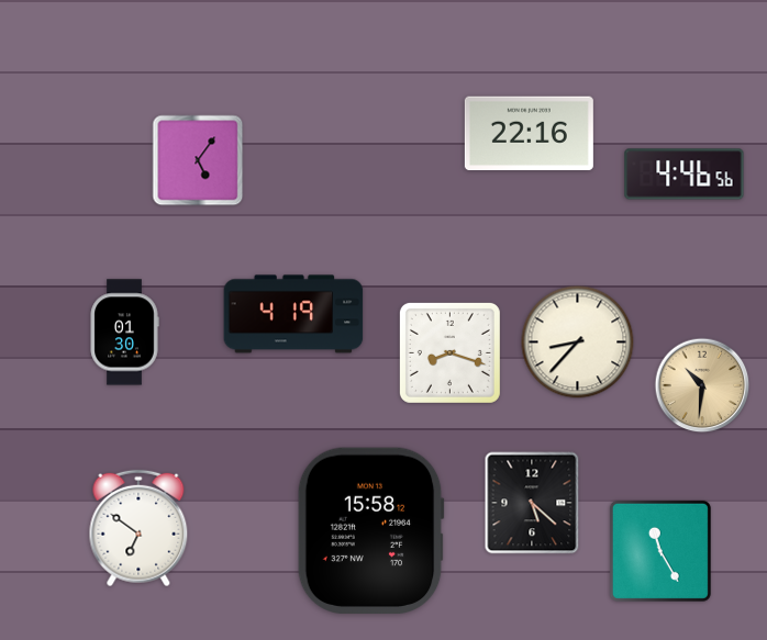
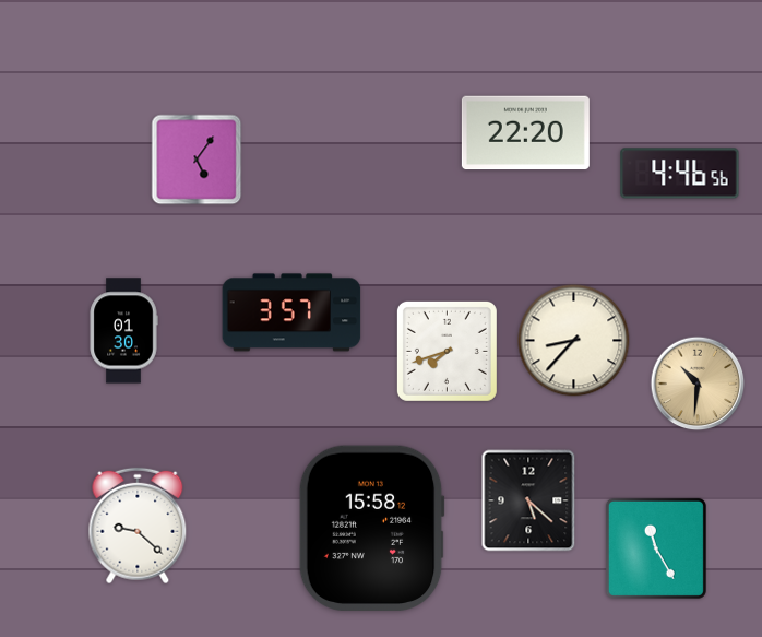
clock at (529, 134): 22:16 -> 22:20
clock at (293, 314): 4:19 -> 3:57
clock at (449, 352): 8:18 -> 7:42
clock at (138, 528): 6:51 -> 9:22
clock at (370, 530) position: (370, 530) -> (371, 528)
